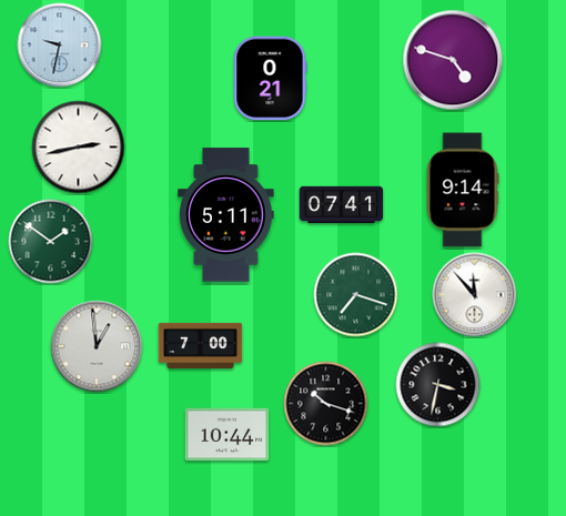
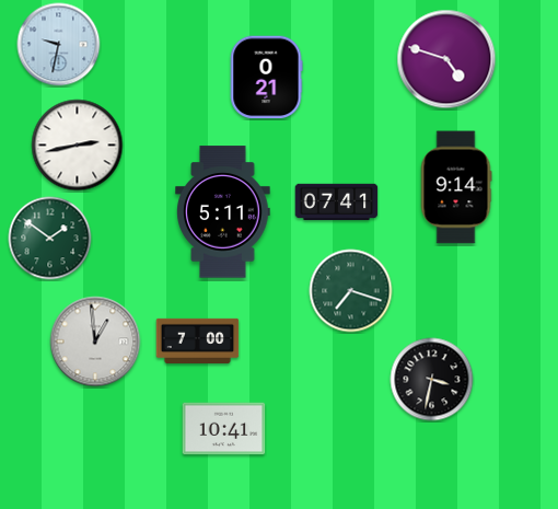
clock at (475, 295): 11:53 -> none
clock at (326, 404): 10:18 -> none
clock at (228, 435): 10:44 -> 10:41
